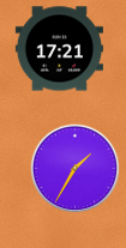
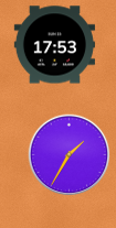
clock at (59, 49): 17:21 -> 17:53
